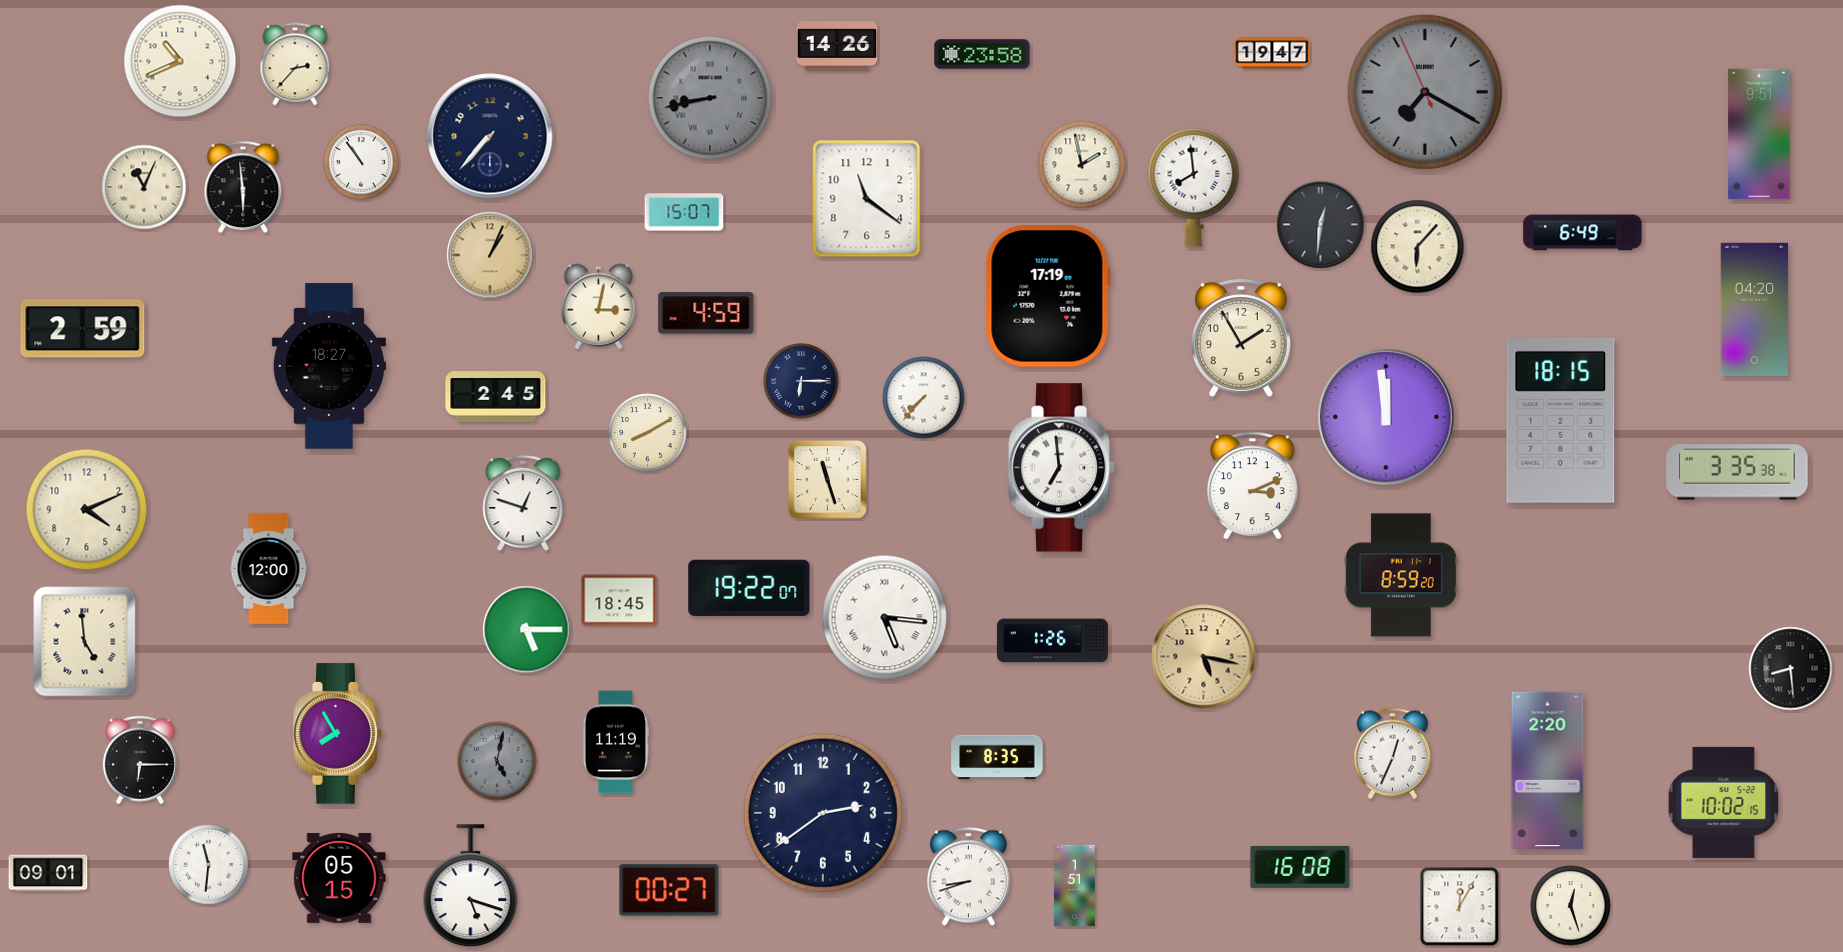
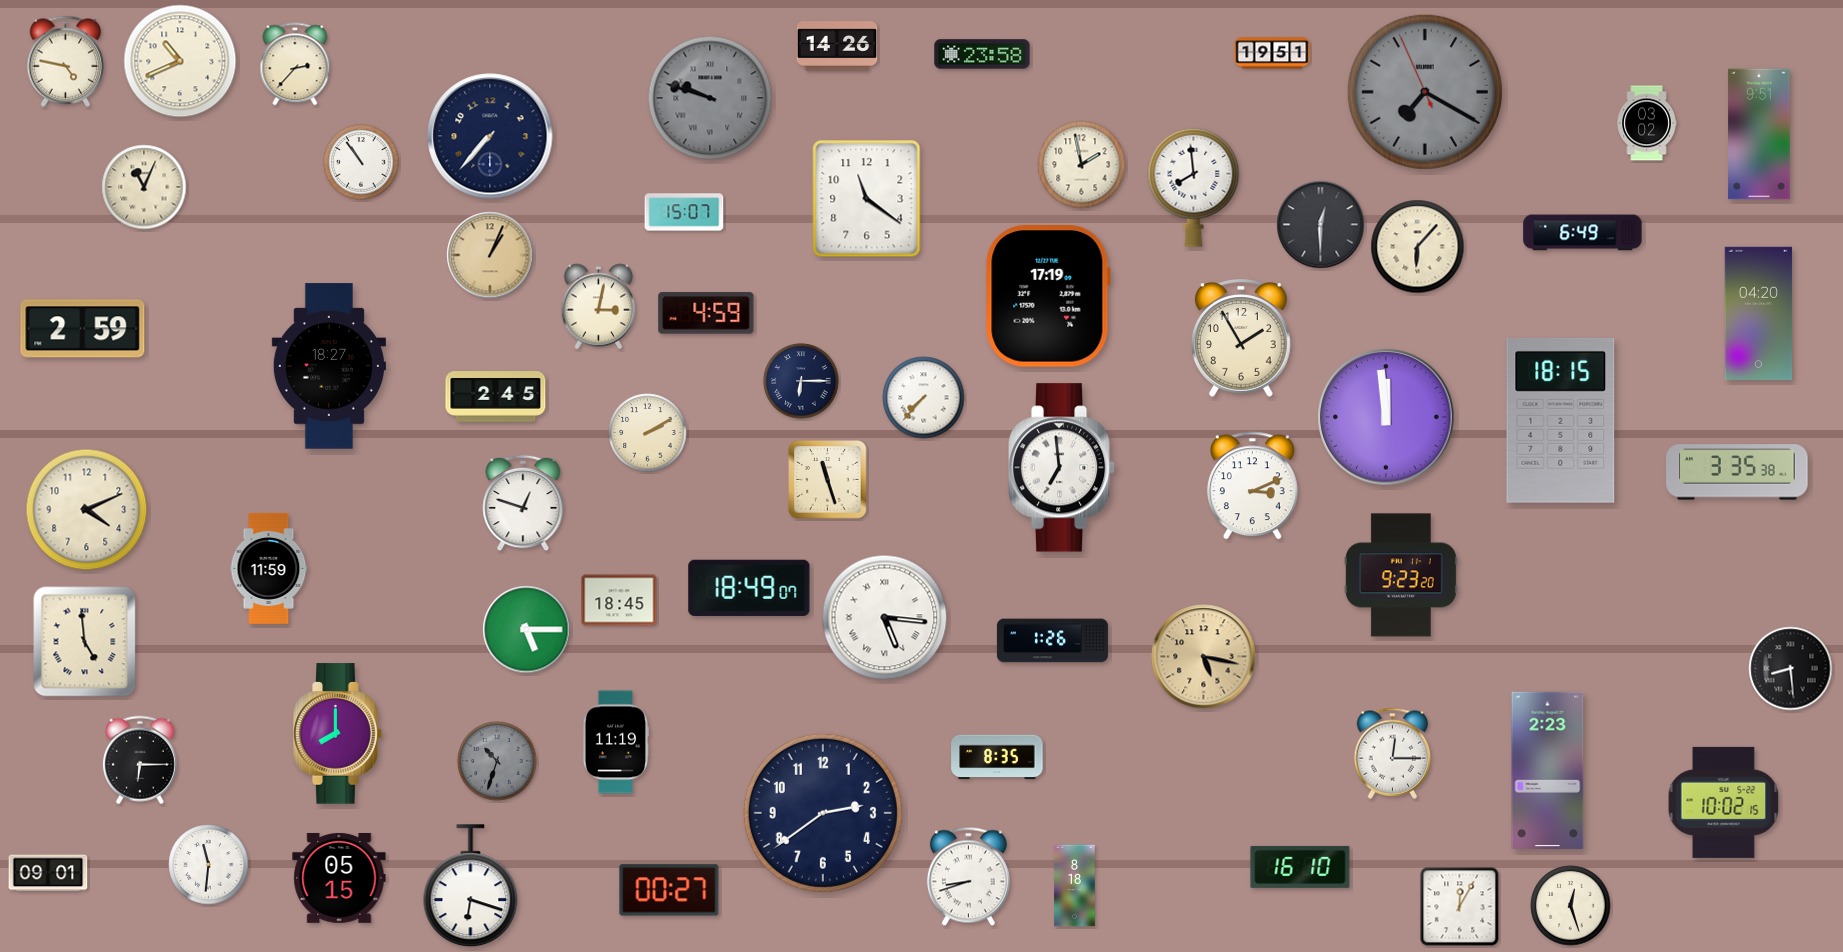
clock at (1272, 53): 19:47 -> 19:51
clock at (66, 61): none -> 4:47
clock at (710, 98): 8:43 -> 9:48
clock at (1647, 123): none -> 03:02
clock at (243, 187): 5:59 -> none
clock at (1321, 225): 12:31 -> 12:30
clock at (1755, 309) position: (1755, 309) -> (1759, 313)
clock at (648, 433): 8:10 -> 2:10
clock at (269, 568): 12:00 -> 11:59
clock at (1401, 575): 8:59 -> 9:23
clock at (749, 588): 19:22 -> 18:49
clock at (338, 734): 7:55 -> 8:00
clock at (1393, 753): 12:34 -> 12:15
clock at (497, 761): 5:02 -> 10:33
clock at (1548, 771): 2:20 -> 2:23
clock at (1300, 867): 16:08 -> 16:10
clock at (471, 886): 5:18 -> 6:18
clock at (1075, 886): 1:51 -> 8:18
